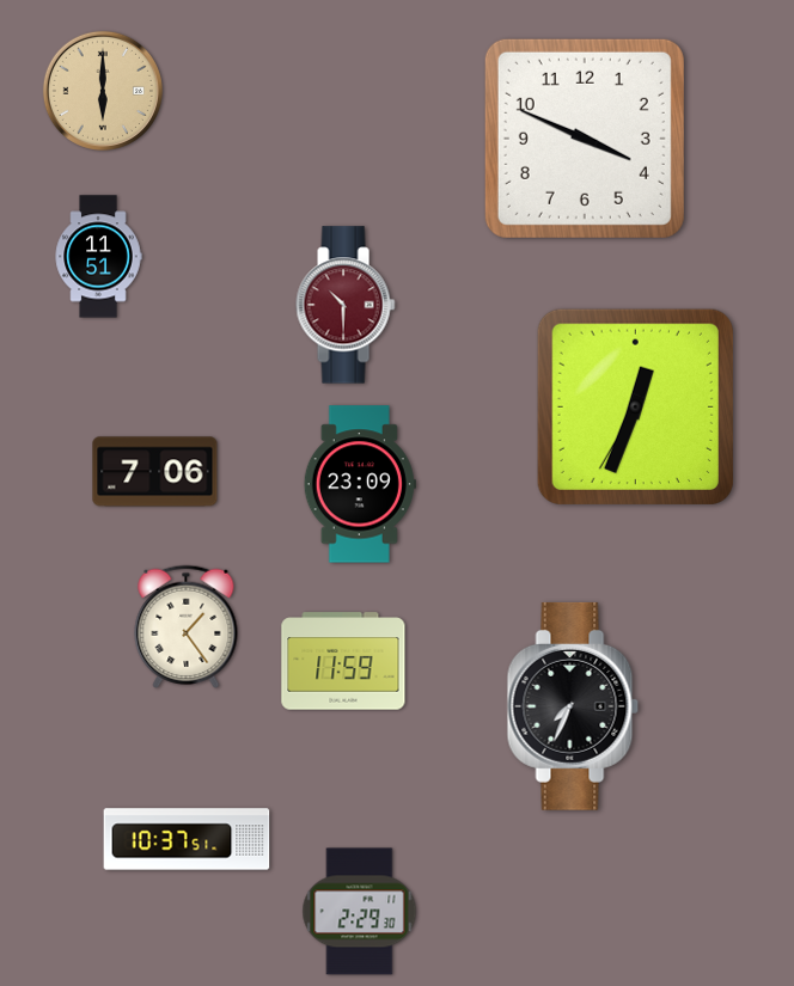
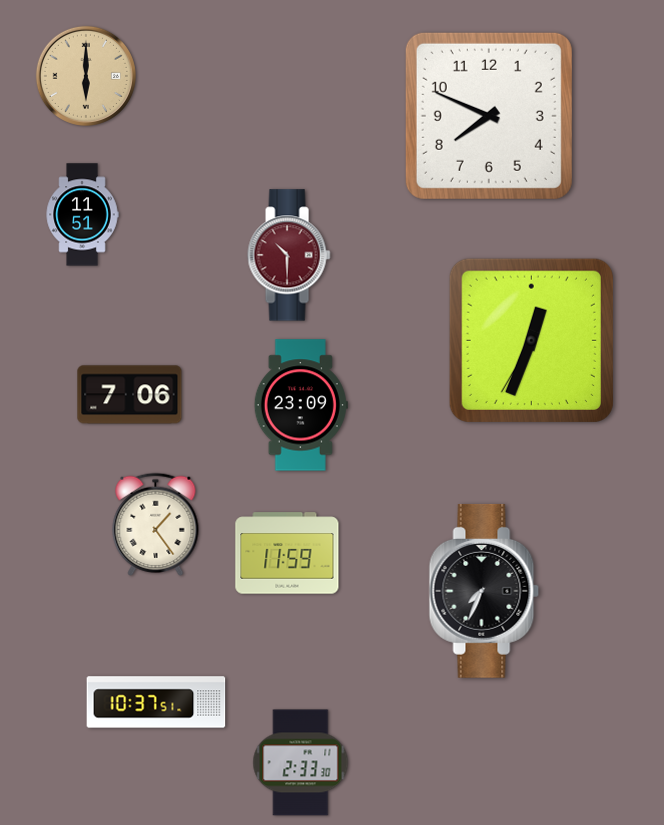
clock at (585, 139): 3:49 -> 7:49
clock at (573, 706) position: (573, 706) -> (484, 591)
clock at (360, 912): 2:29 -> 2:33
